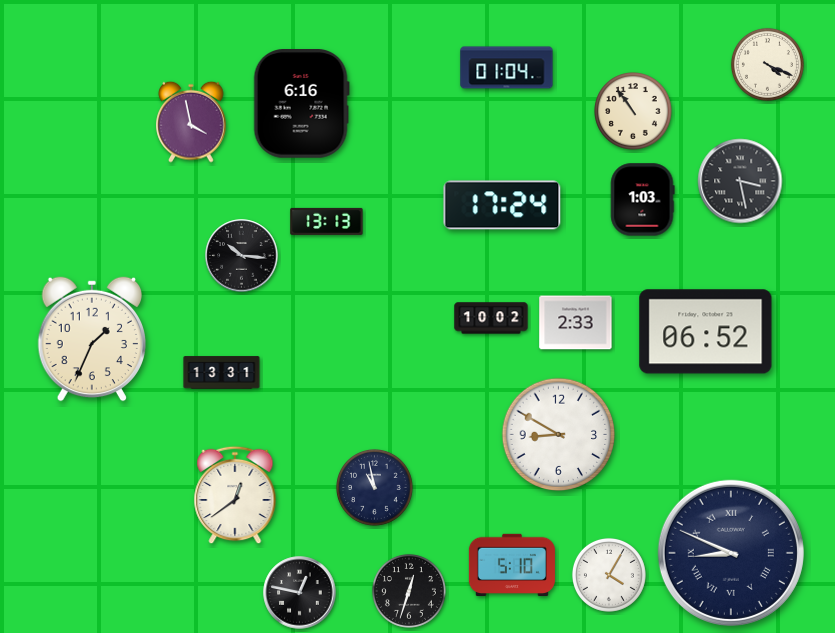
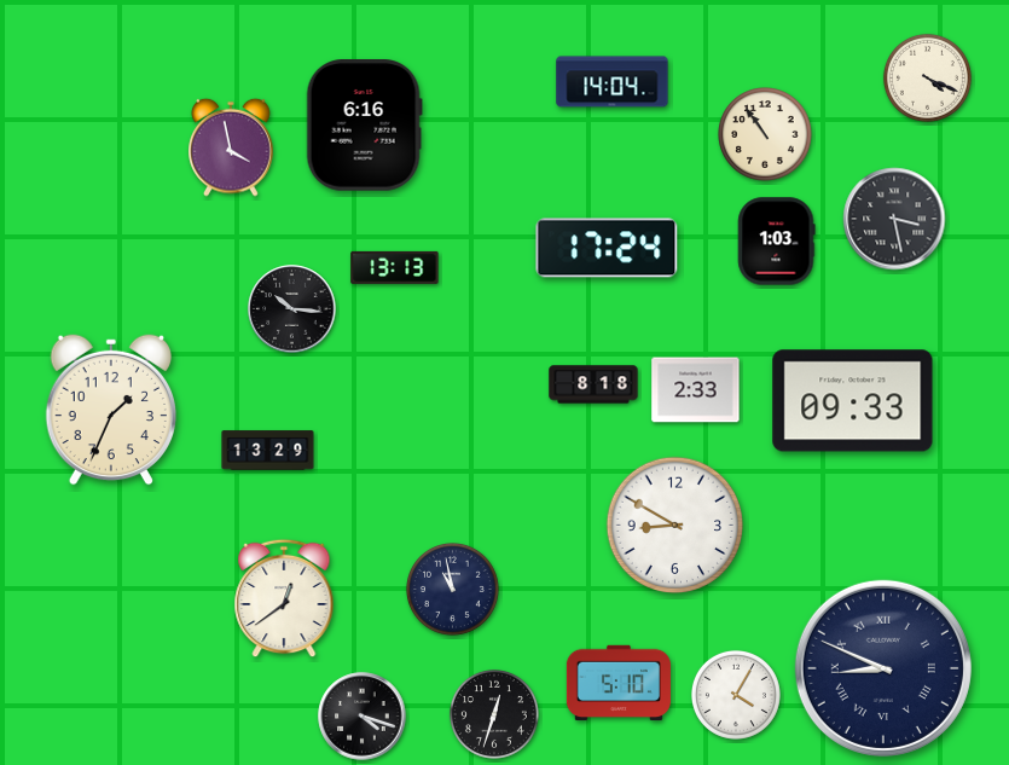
clock at (507, 68): 01:04 -> 14:04
clock at (491, 318): 10:02 -> 8:18
clock at (706, 332): 06:52 -> 09:33
clock at (222, 373): 13:31 -> 13:29
clock at (300, 593): 12:47 -> 4:18
